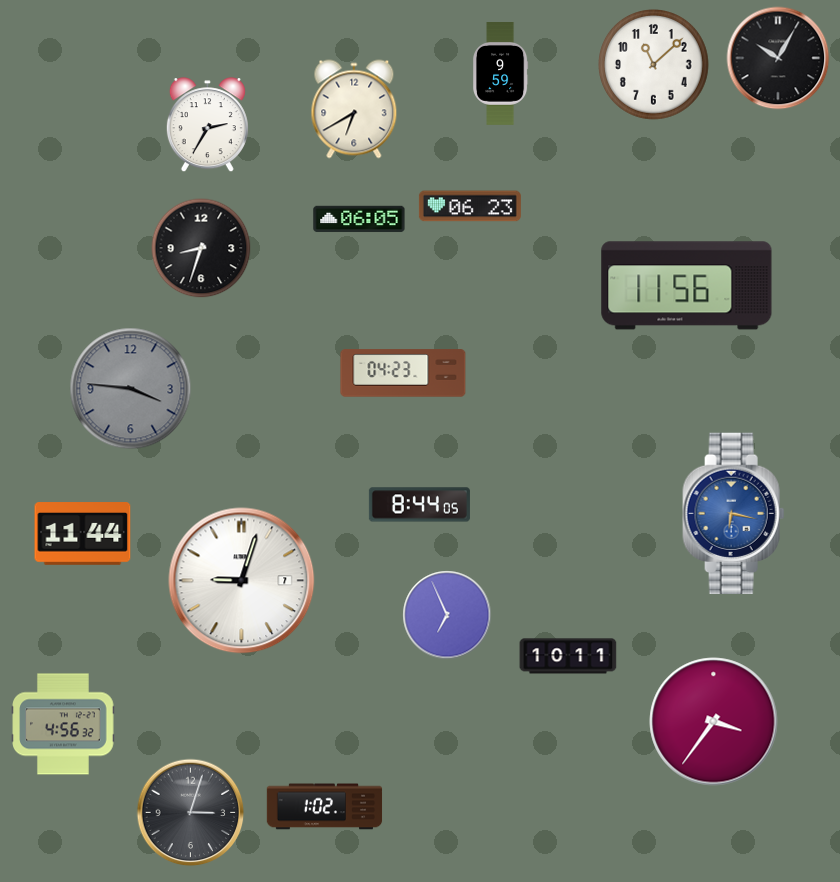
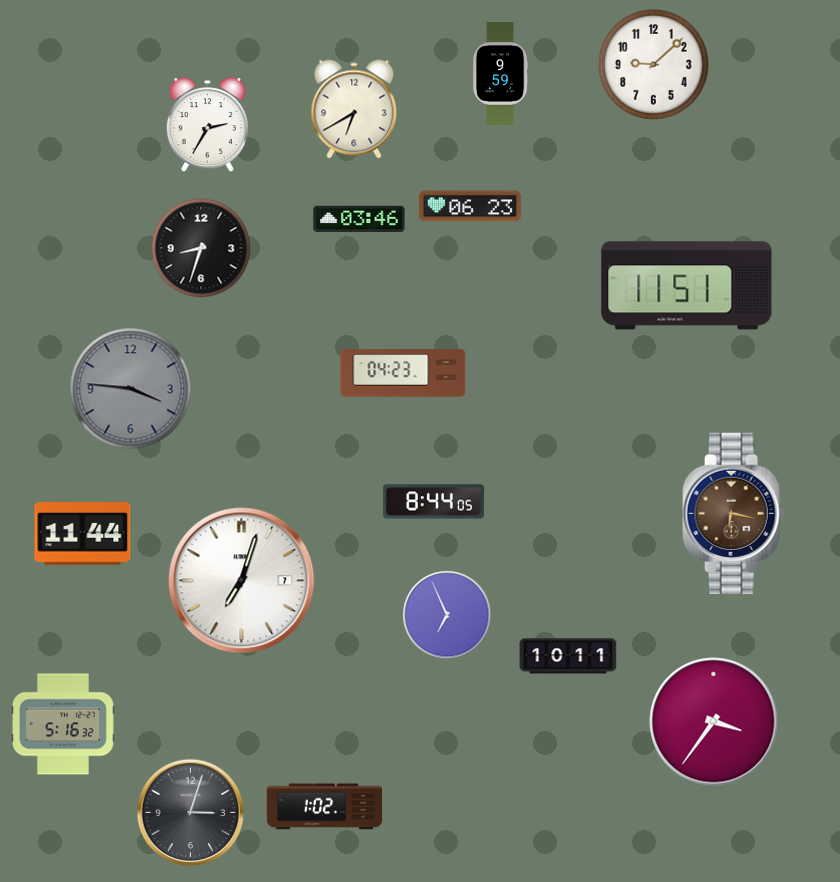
clock at (778, 58): 10:05 -> none
clock at (654, 65): 11:08 -> 9:08
clock at (359, 219): 06:05 -> 03:46
clock at (687, 286): 11:56 -> 11:51
clock at (419, 505) position: (419, 505) -> (433, 502)
clock at (734, 514) dial: blue -> brown
clock at (242, 581): 9:03 -> 7:03
clock at (63, 724): 4:56 -> 5:16
